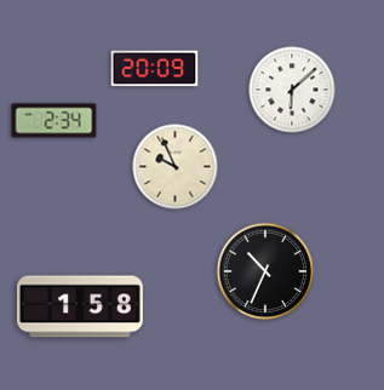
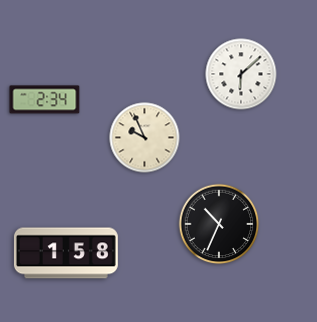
clock at (155, 69): 20:09 -> none
